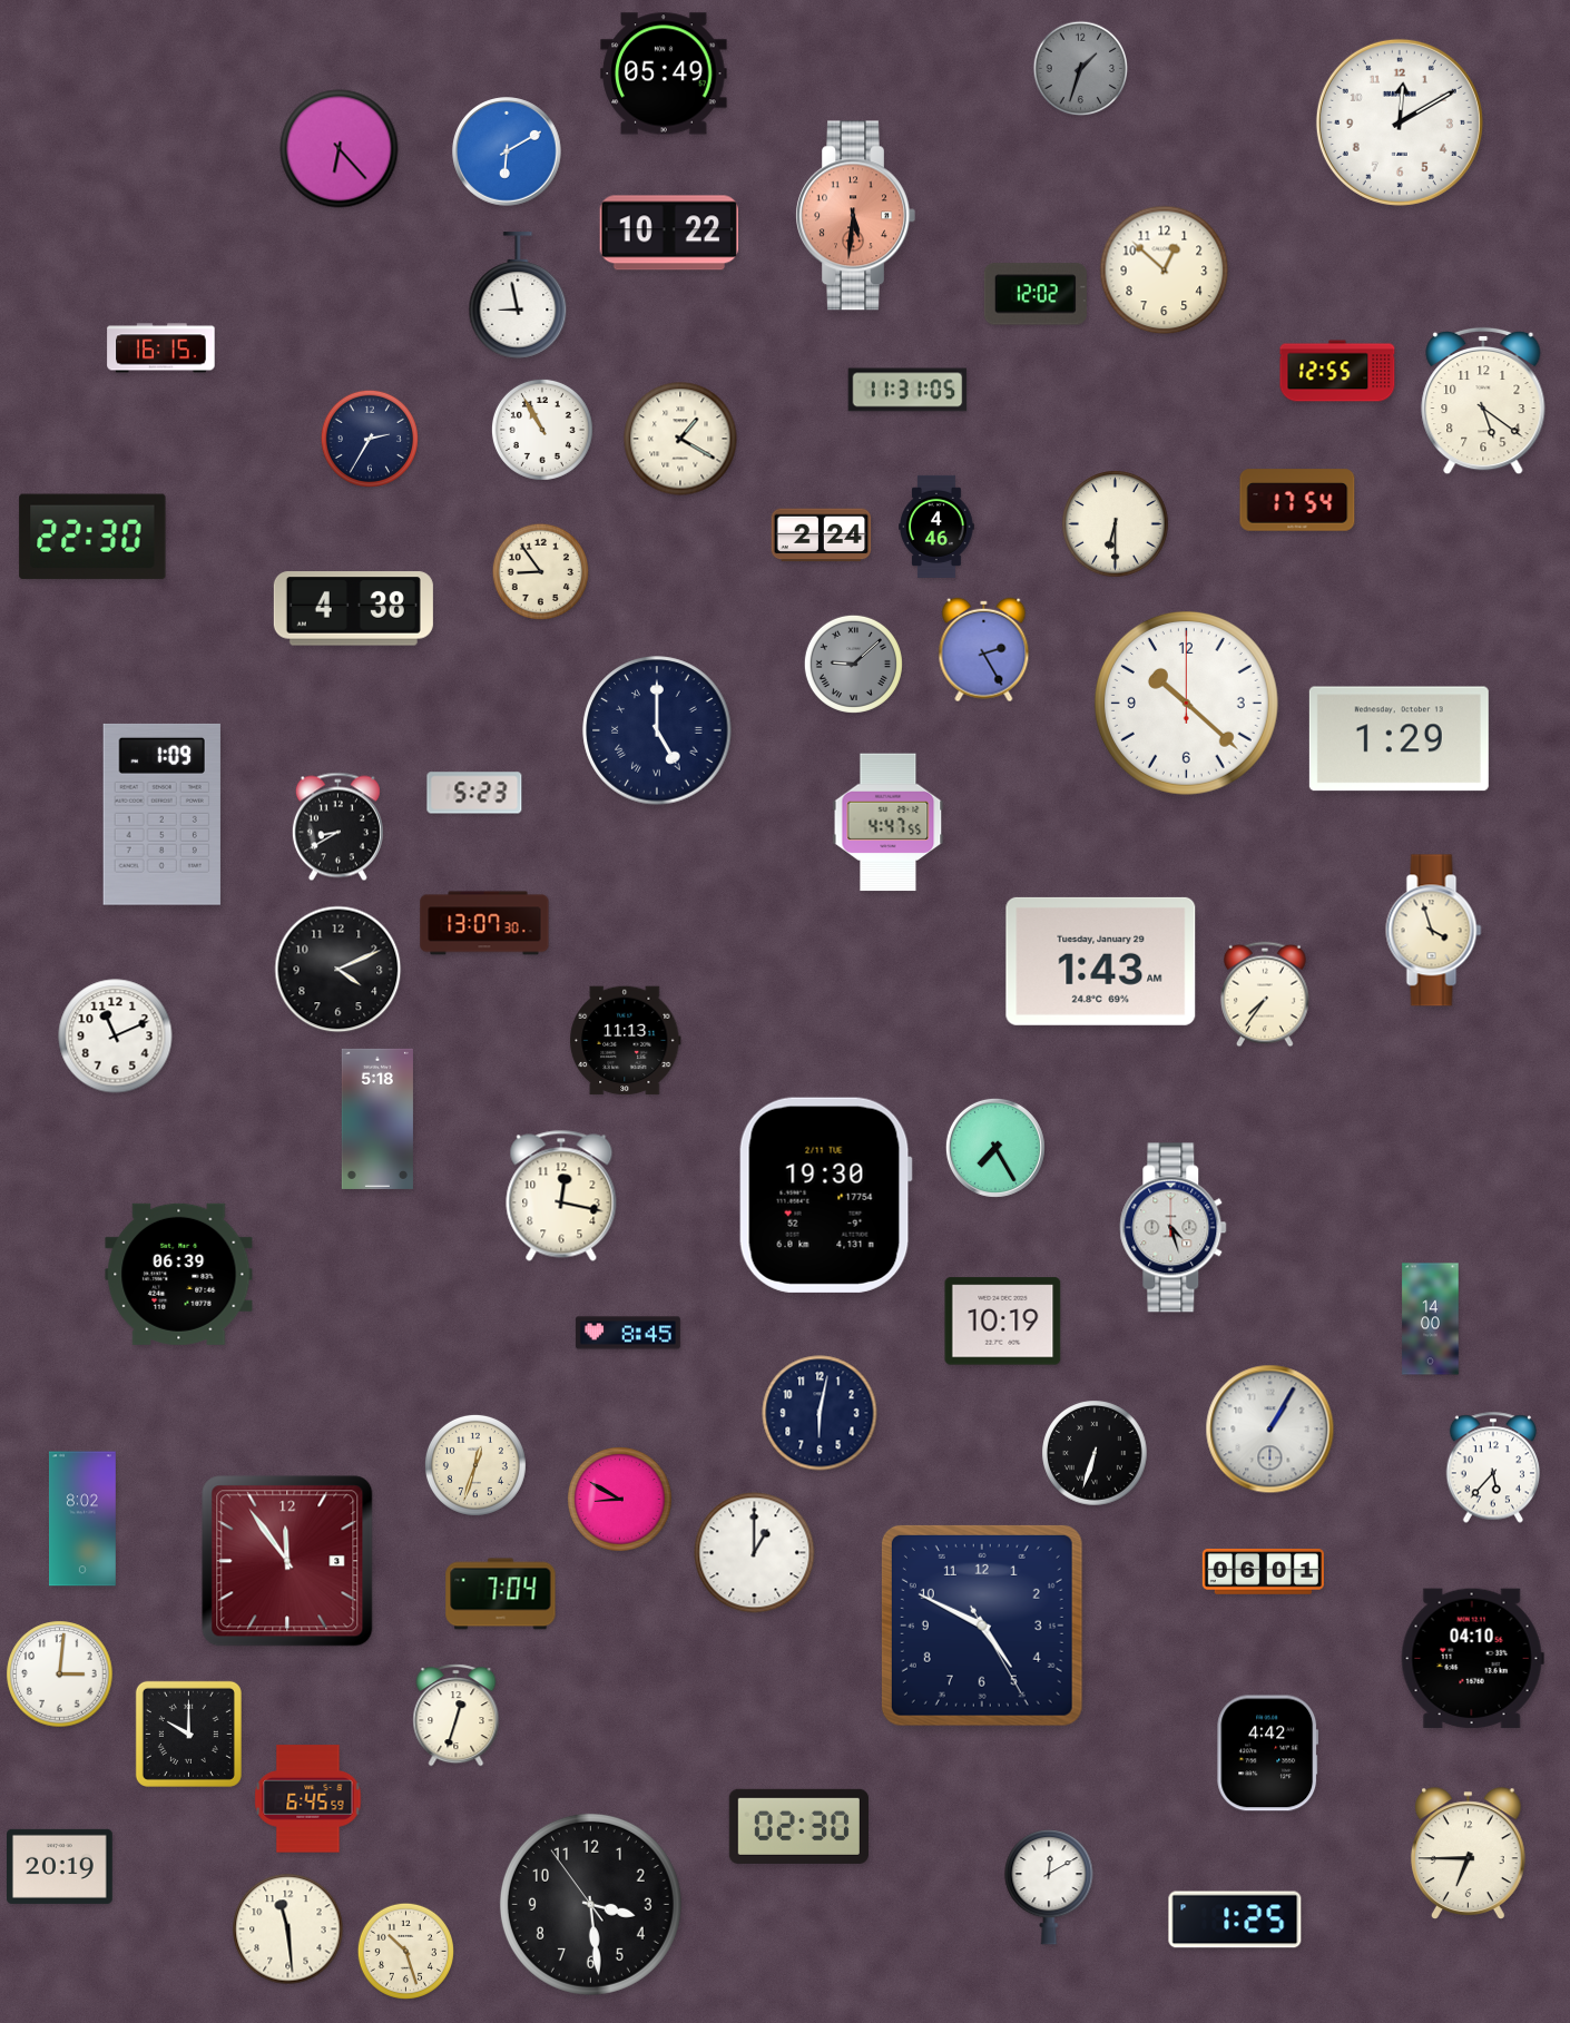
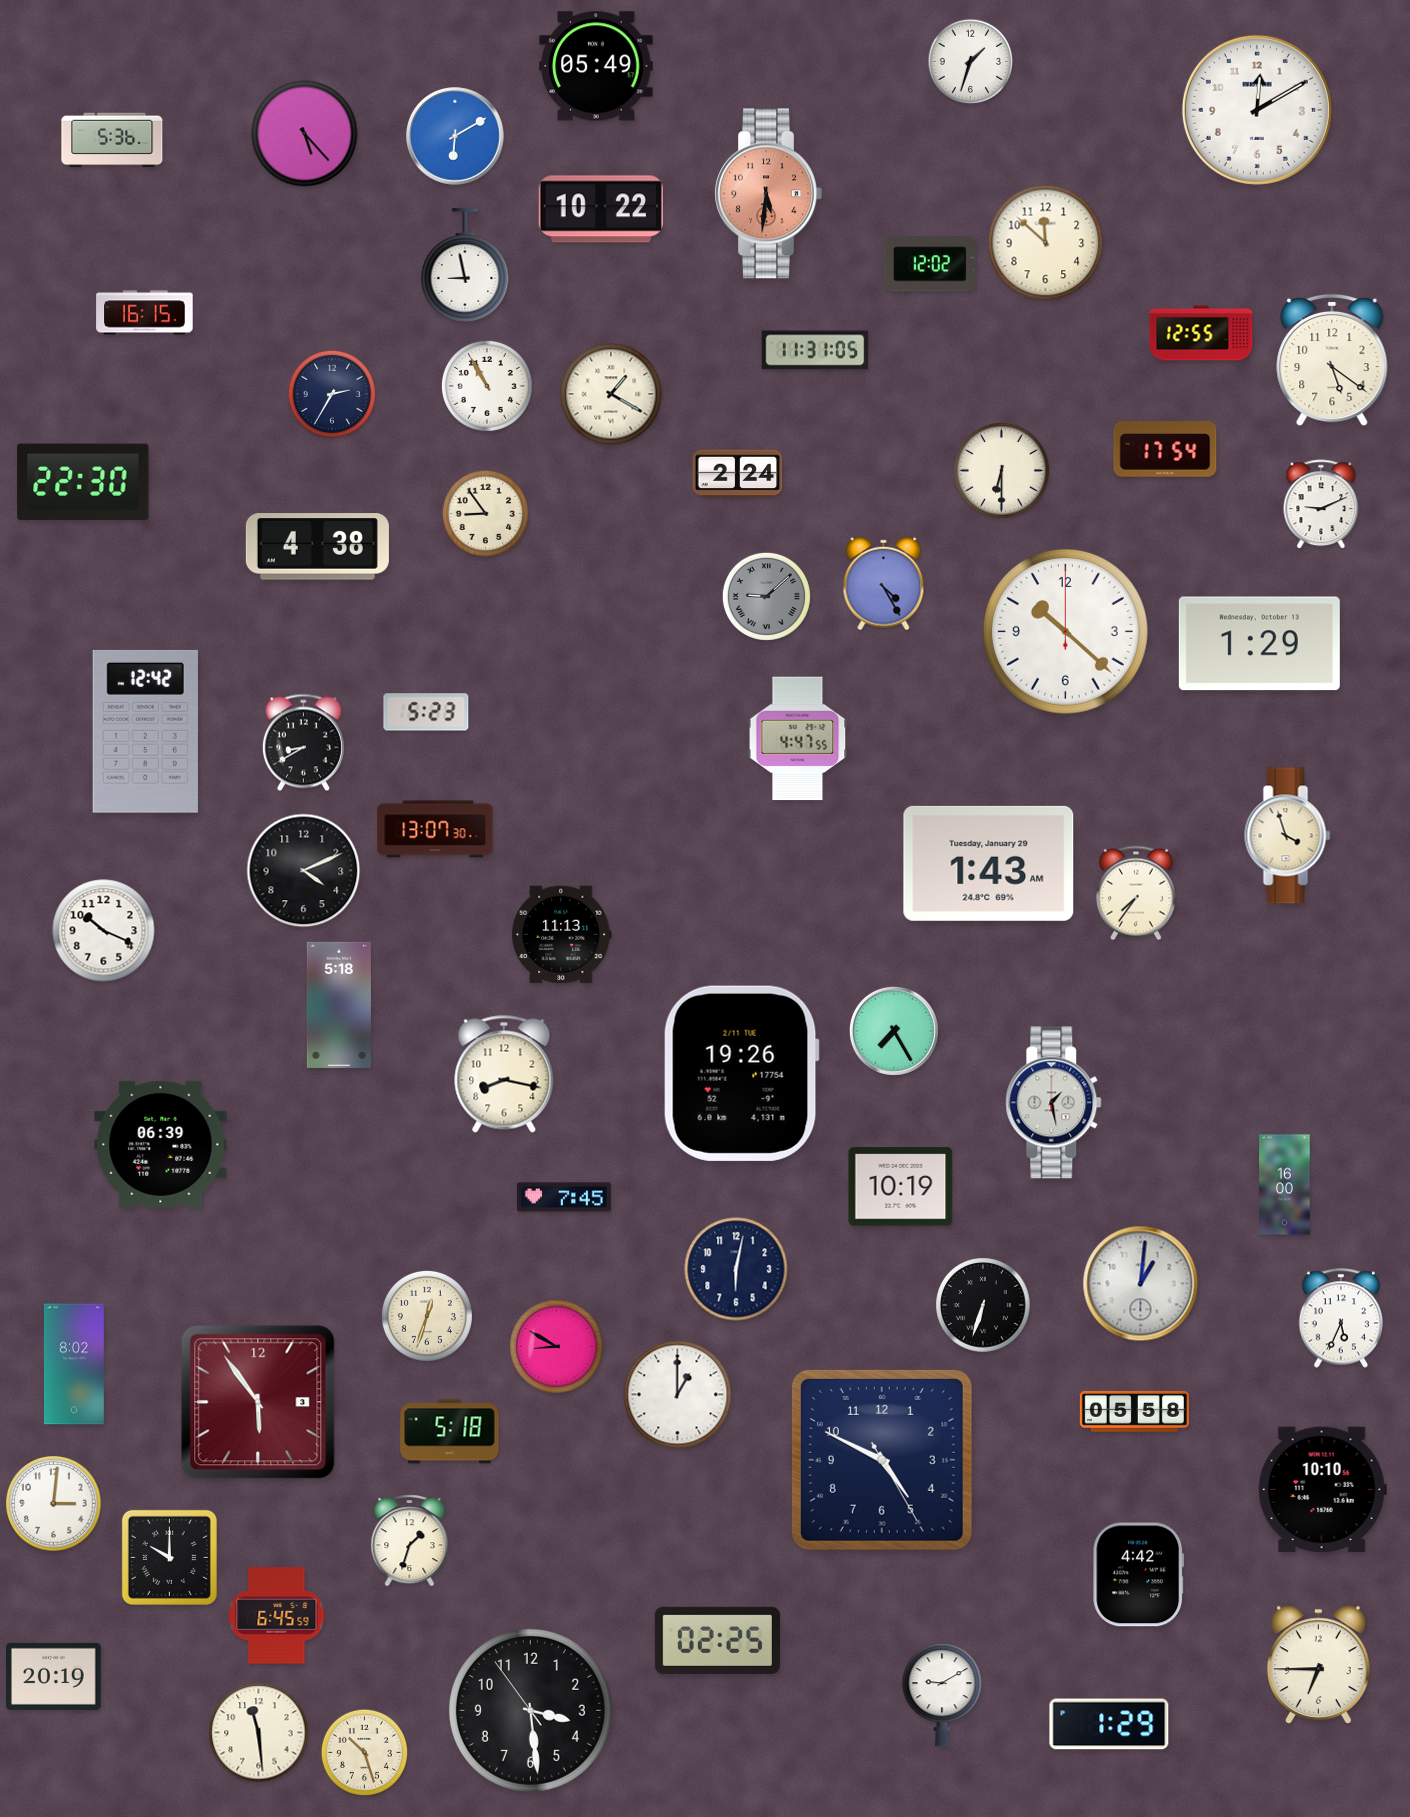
clock at (1081, 69) dial: grey -> white
clock at (340, 149): 6:23 -> 5:23
clock at (112, 140): none -> 5:36
clock at (1165, 271): 12:52 -> 11:52
clock at (936, 527): 4:46 -> none
clock at (822, 536) position: (822, 536) -> (738, 474)
clock at (1321, 505): none -> 9:11
clock at (984, 650): 2:25 -> 4:25
clock at (657, 730): 5:00 -> none
clock at (1399, 739) position: (1399, 739) -> (1259, 644)
clock at (161, 814): 1:09 -> 12:42
clock at (116, 1037): 11:11 -> 10:19
clock at (825, 1195): 19:30 -> 19:26
clock at (561, 1196): 12:17 -> 8:17
clock at (1174, 1228): 4:27 -> 1:28
clock at (1431, 1319): 14:00 -> 16:00
clock at (628, 1333): 8:45 -> 7:45
clock at (1270, 1430): 1:05 -> 1:01
clock at (1493, 1467): 5:37 -> 5:34
clock at (287, 1561): 11:54 -> 5:54
clock at (1263, 1572): 06:01 -> 05:58
clock at (501, 1594): 7:04 -> 5:18
clock at (1472, 1659): 04:10 -> 10:10
clock at (457, 1716): 12:33 -> 1:33
clock at (798, 1826): 02:30 -> 02:25
clock at (1049, 1887): 12:10 -> 9:10
clock at (1235, 1919): 1:25 -> 1:29
